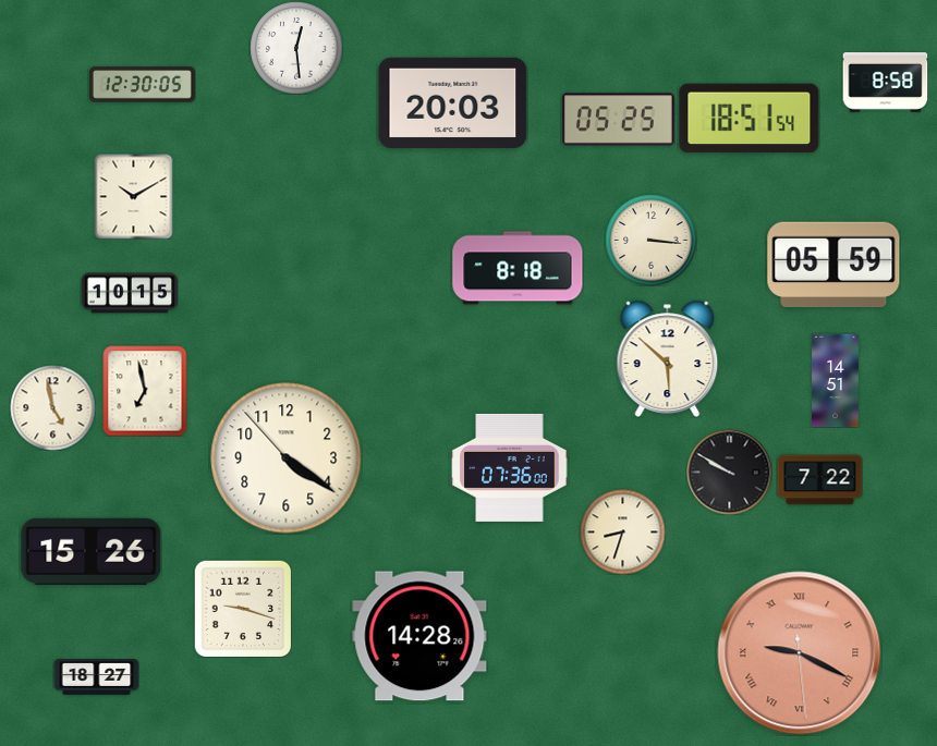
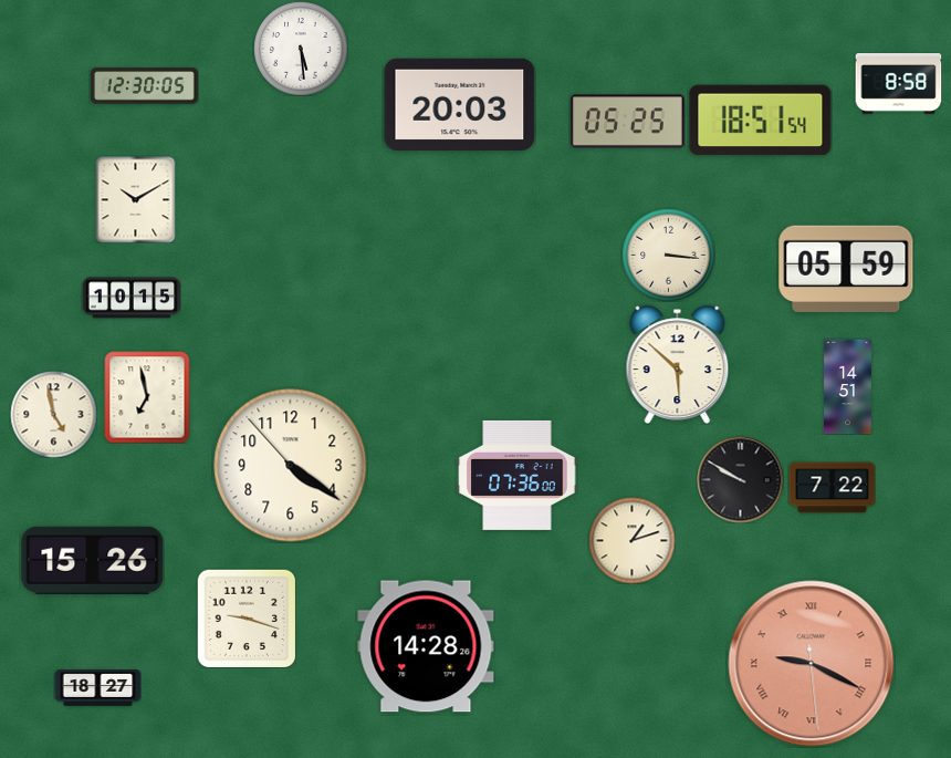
clock at (296, 48): 12:29 -> 5:29
clock at (650, 240) position: (650, 240) -> (668, 255)
clock at (518, 268): 8:18 -> none
clock at (622, 531): 8:33 -> 1:12
